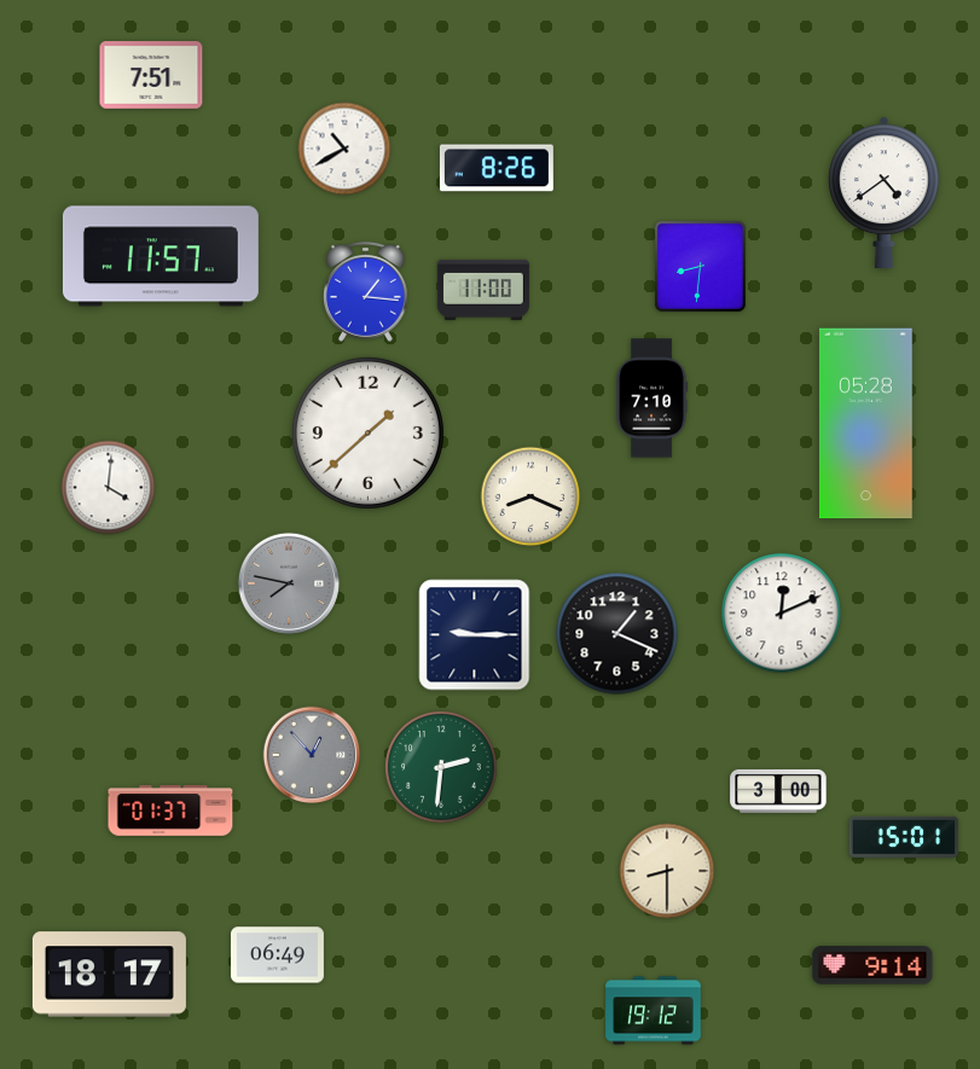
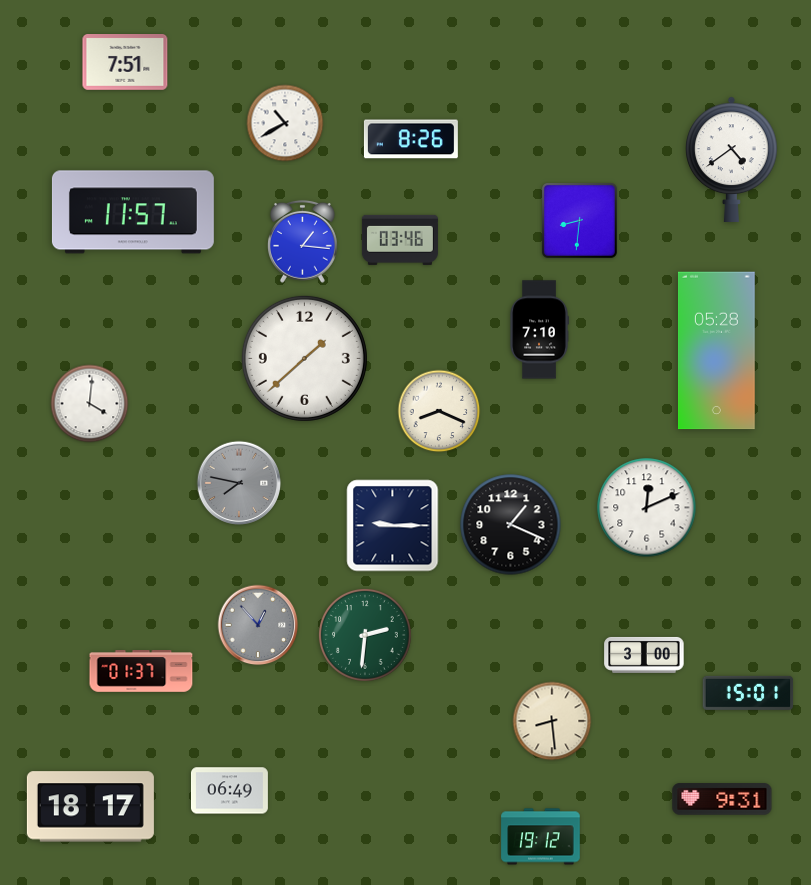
clock at (483, 290): 11:00 -> 03:46
clock at (667, 871): 8:30 -> 8:29
clock at (872, 965): 9:14 -> 9:31
